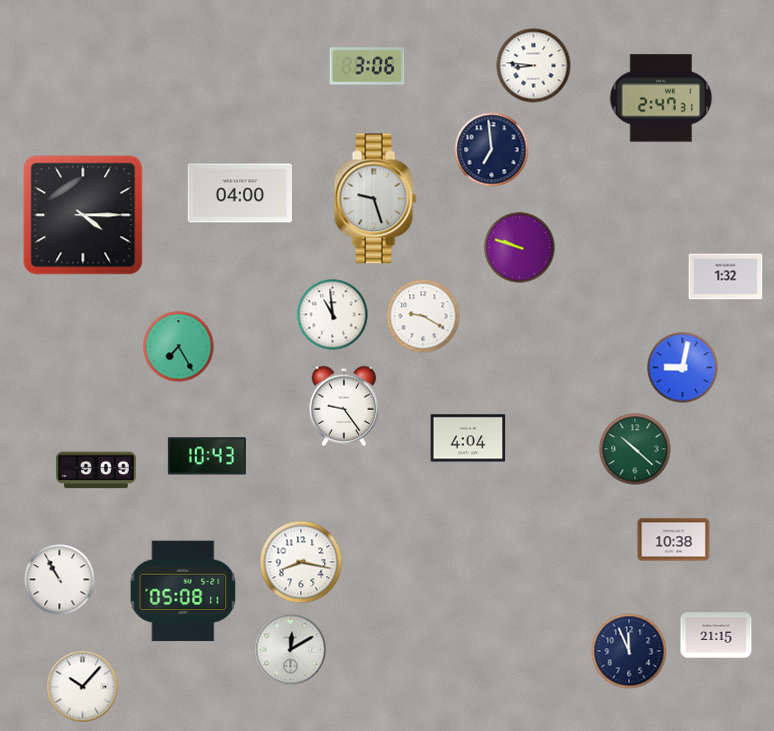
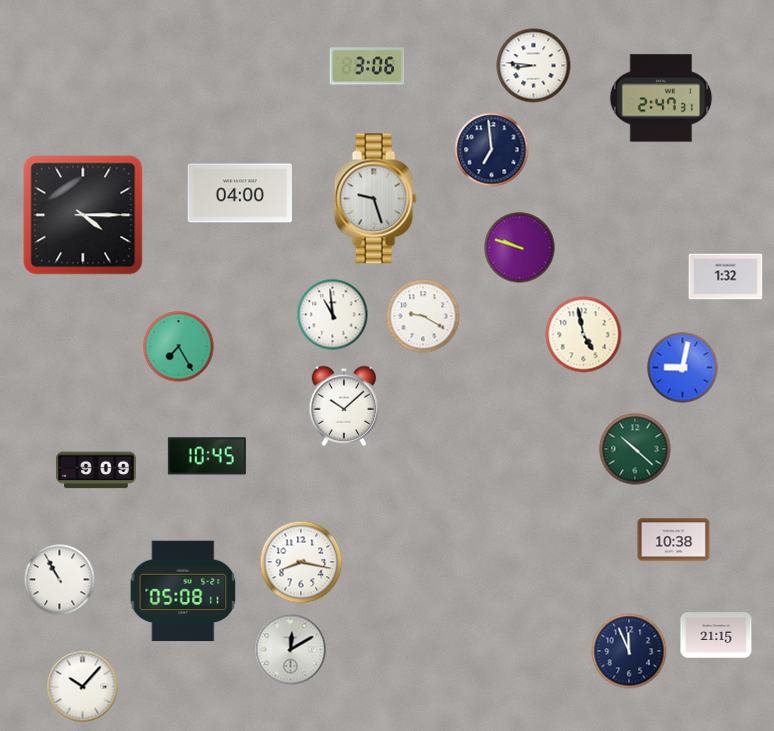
clock at (584, 335): none -> 4:58
clock at (344, 406): 9:24 -> 10:08
clock at (468, 438): 4:04 -> none
clock at (207, 456): 10:43 -> 10:45
